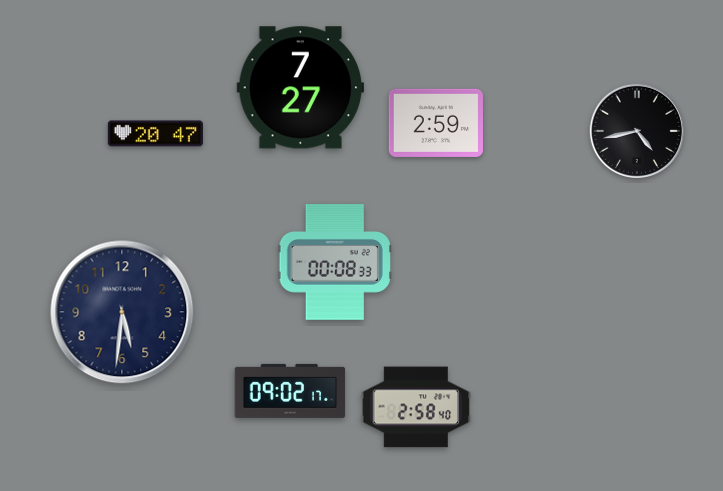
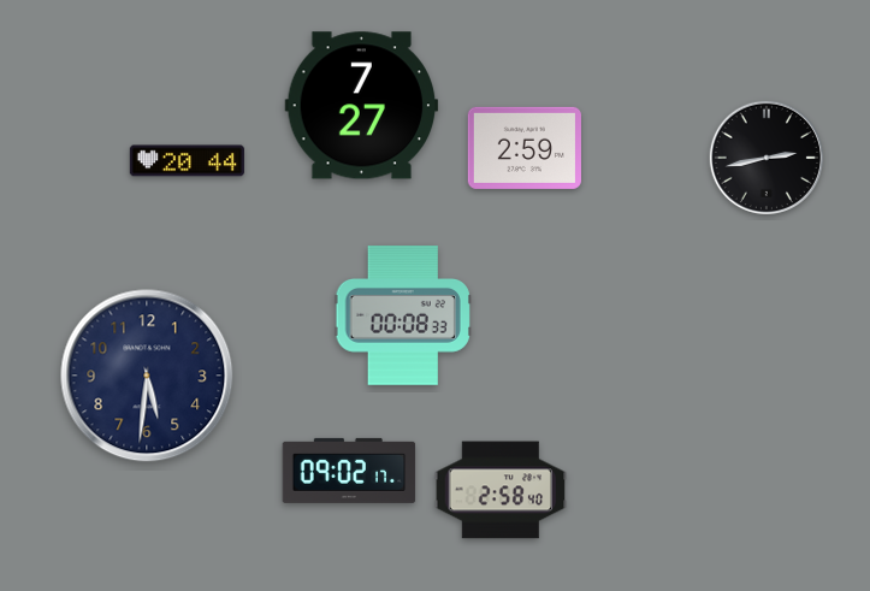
clock at (637, 131): 4:43 -> 2:43
clock at (155, 134): 20:47 -> 20:44
